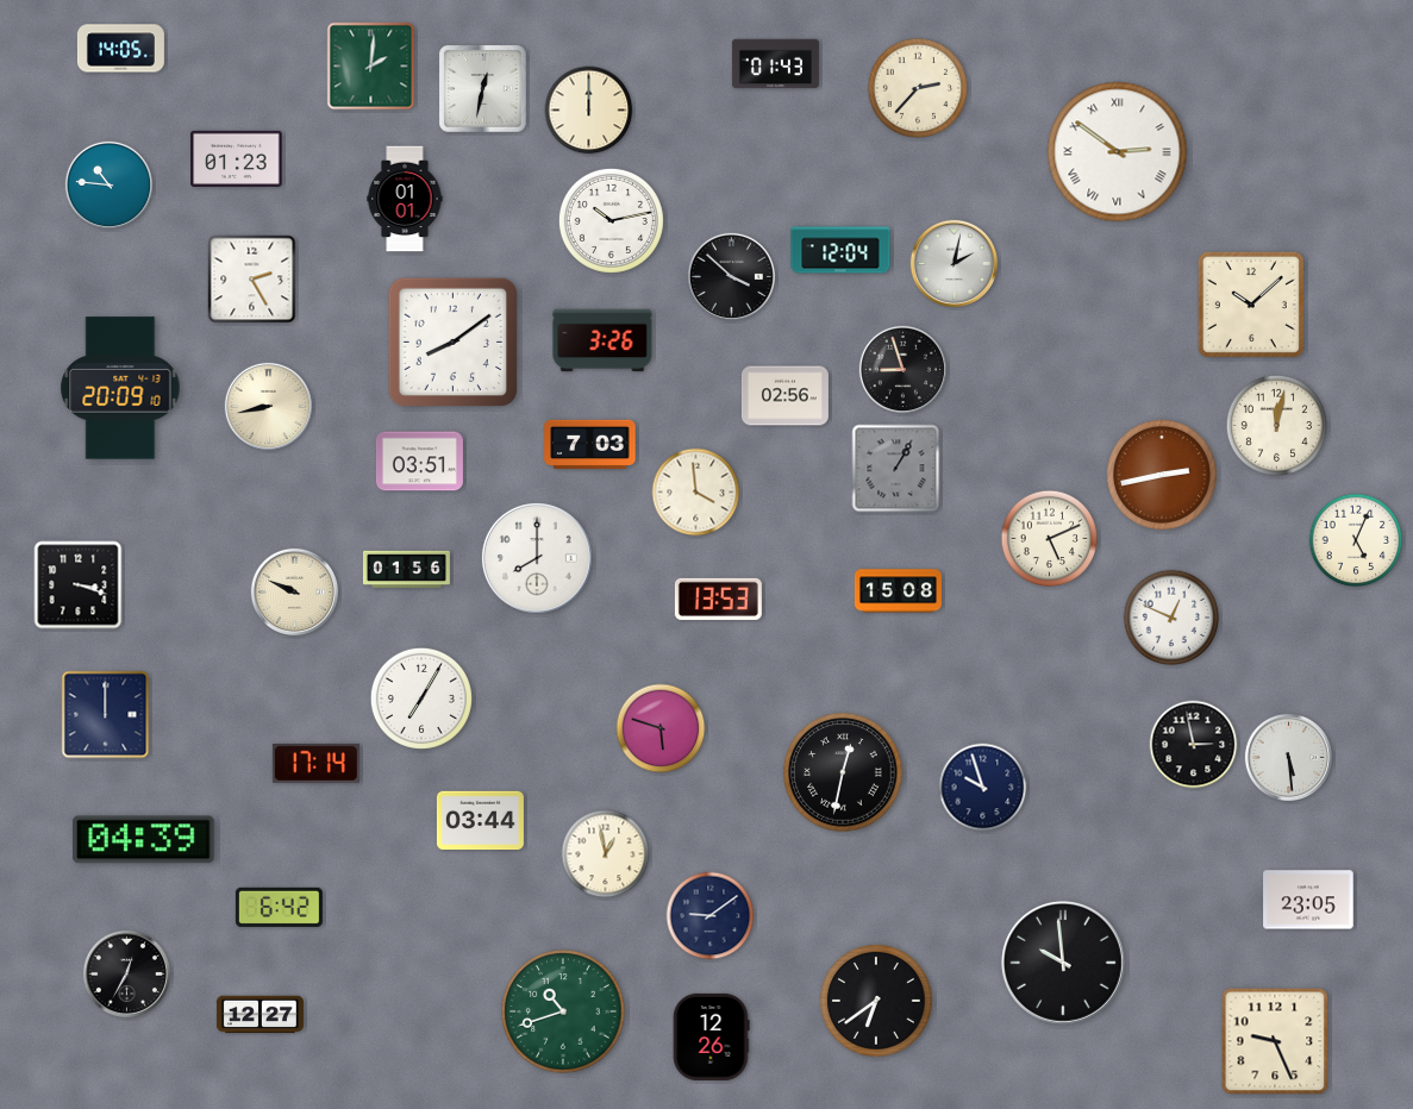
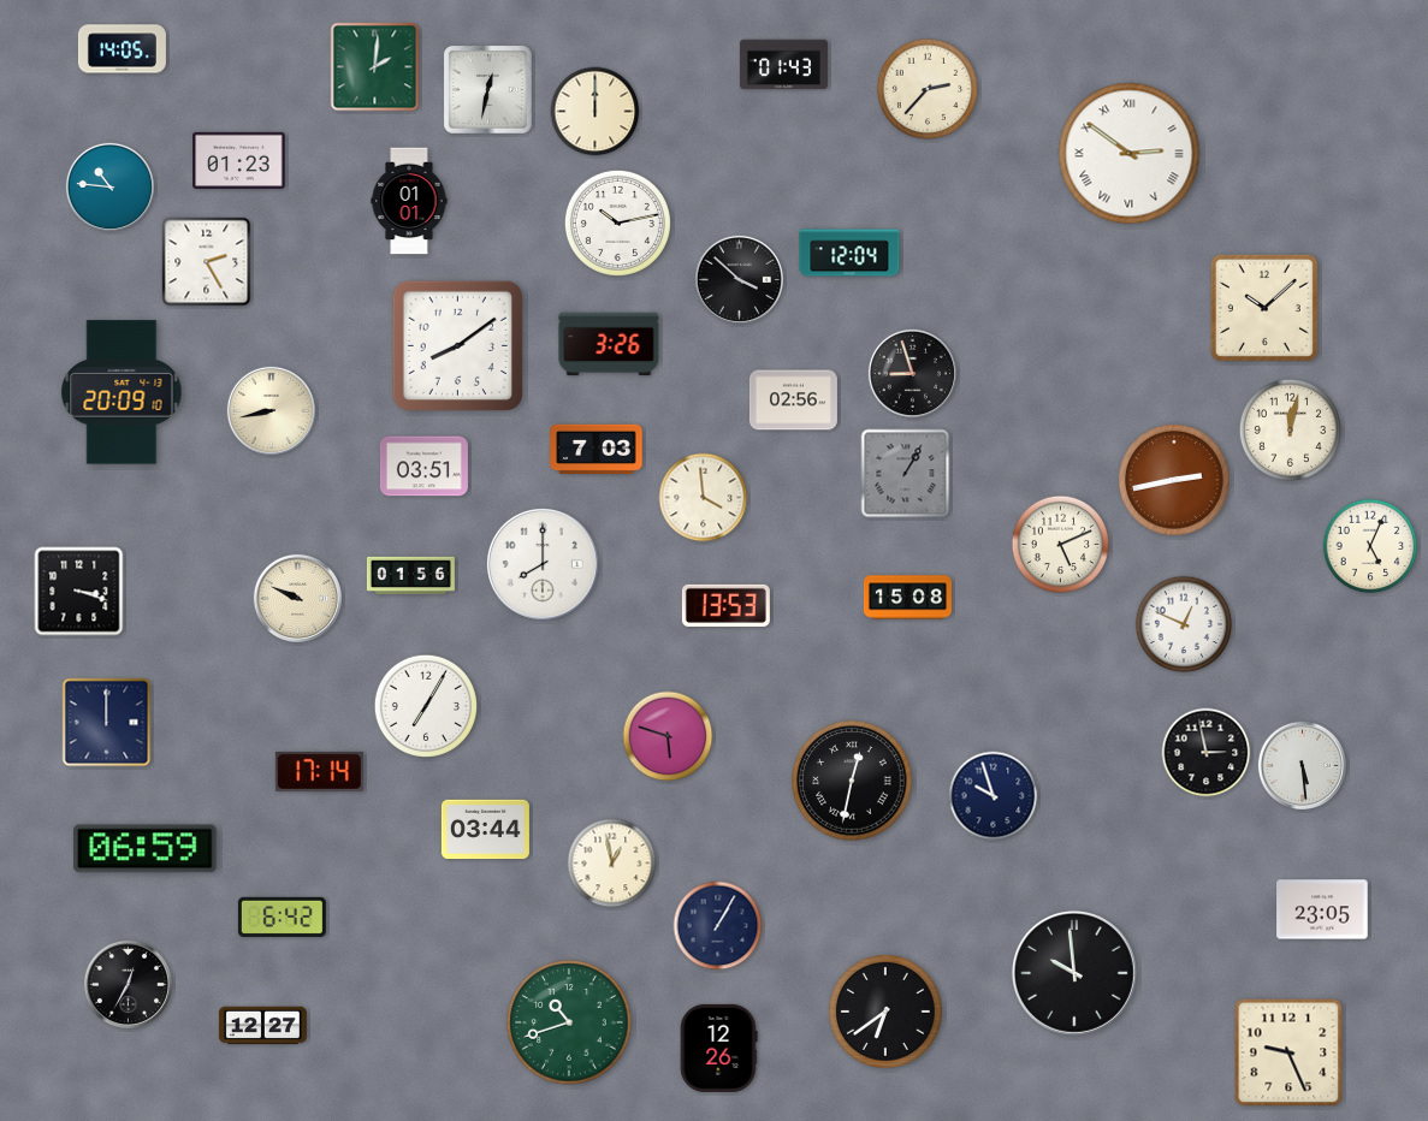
clock at (954, 263): 2:02 -> none
clock at (252, 280) position: (252, 280) -> (207, 262)
clock at (144, 840): 04:39 -> 06:59
clock at (711, 916): 9:09 -> 1:05
